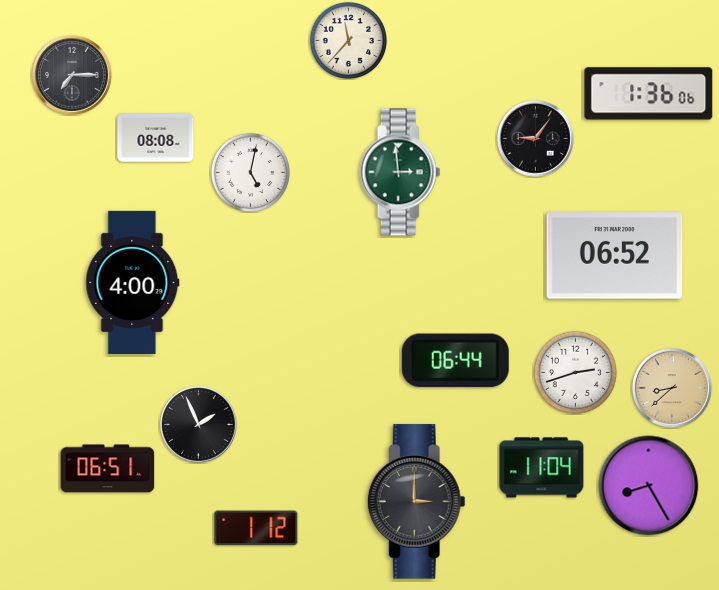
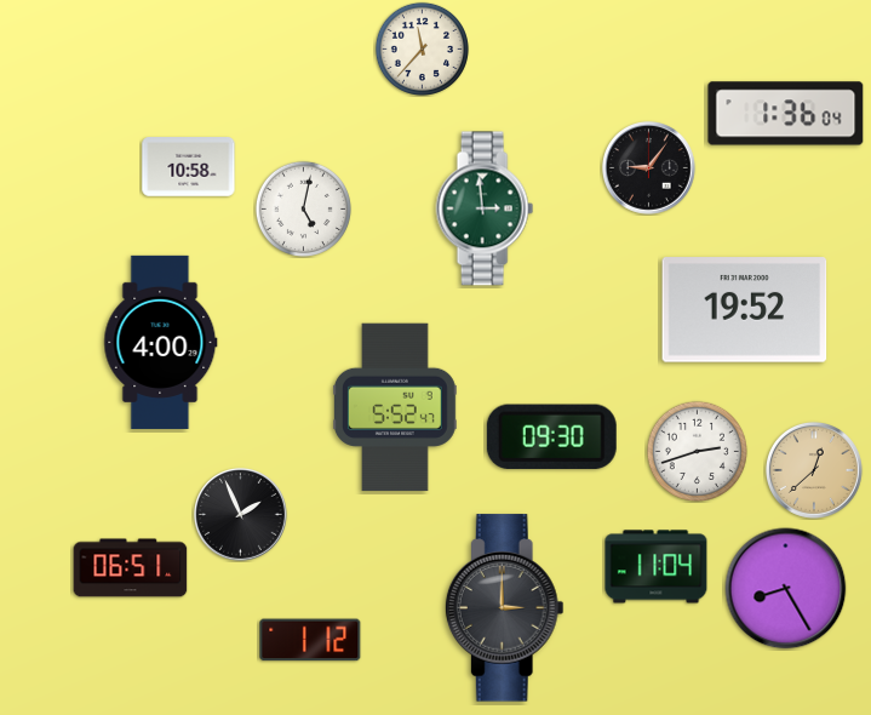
clock at (72, 75): 7:15 -> none
clock at (649, 94): 1:36:06 -> 1:36:04
clock at (156, 138): 08:08 -> 10:58
clock at (615, 256): 06:52 -> 19:52
clock at (395, 407): none -> 5:52
clock at (455, 360): 06:44 -> 09:30
clock at (672, 388): 8:38 -> 12:38
